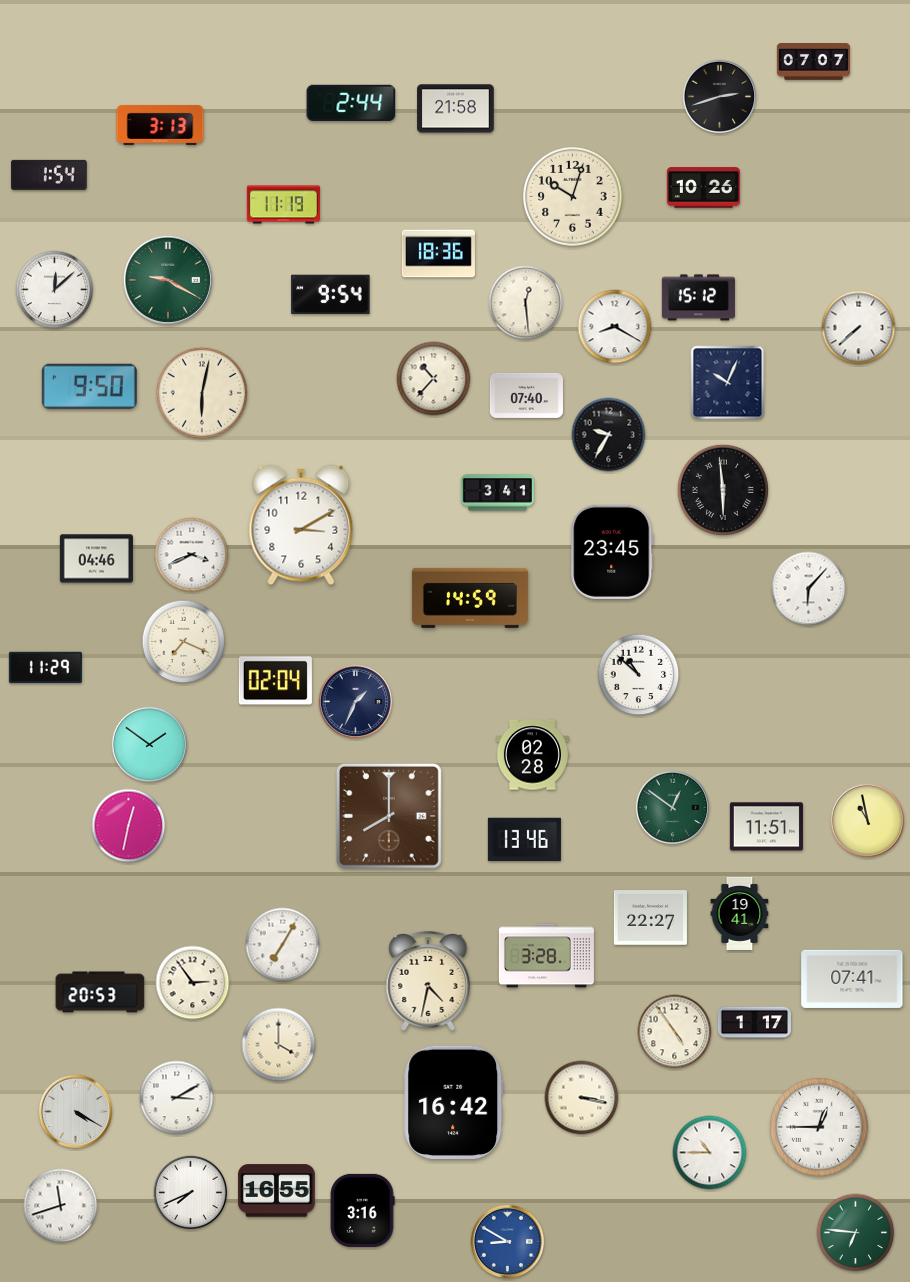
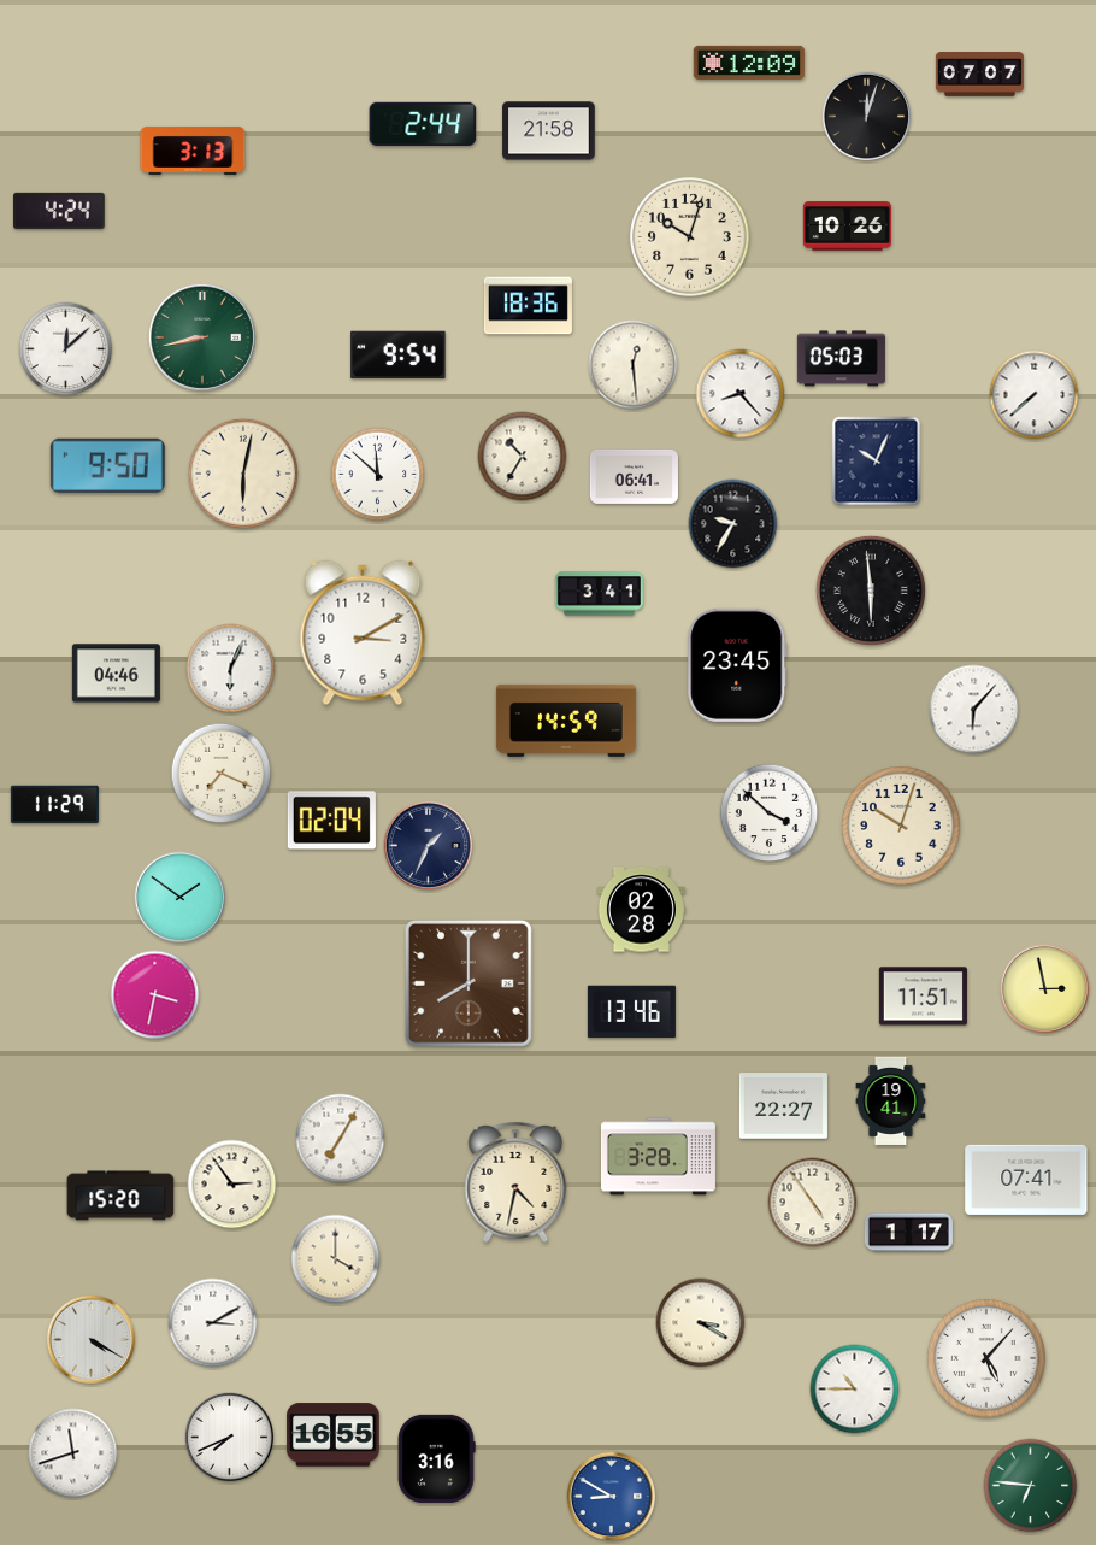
clock at (749, 63): none -> 12:09
clock at (720, 97): 2:42 -> 12:03
clock at (50, 175): 1:54 -> 4:24
clock at (283, 205): 11:19 -> none
clock at (168, 280): 9:20 -> 8:43
clock at (698, 298): 15:12 -> 05:03
clock at (615, 327): 8:20 -> 8:23
clock at (434, 379): 10:37 -> 10:35
clock at (378, 475): none -> 11:52
clock at (526, 395): 07:40 -> 06:41
clock at (192, 555): 3:41 -> 6:04
clock at (639, 675): 10:52 -> 3:52
clock at (902, 827): none -> 10:03
clock at (673, 808): 12:51 -> none
clock at (868, 821): 10:58 -> 2:58
clock at (129, 826): 12:32 -> 3:32
clock at (546, 956) position: (546, 956) -> (658, 1157)
clock at (100, 992): 20:53 -> 15:20
clock at (675, 1032) position: (675, 1032) -> (813, 1203)
clock at (582, 1098): 3:17 -> 3:20
clock at (454, 1102): 16:42 -> none
clock at (820, 1128): 12:45 -> 5:07
